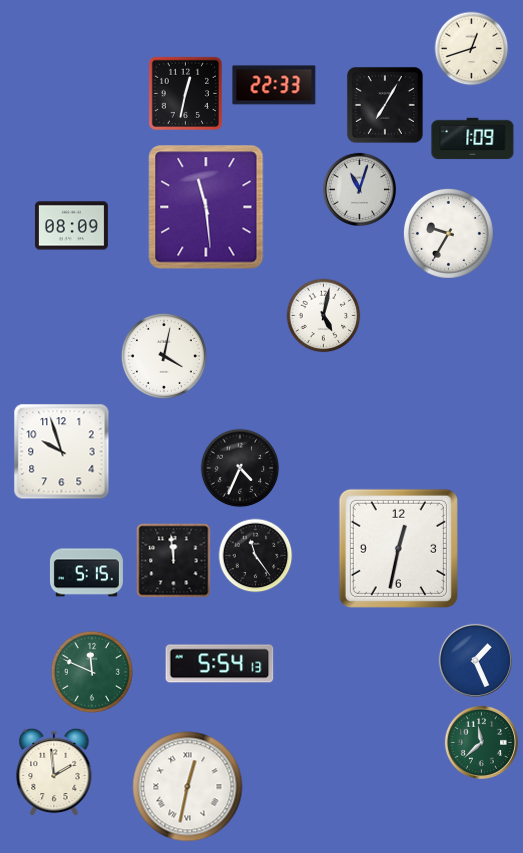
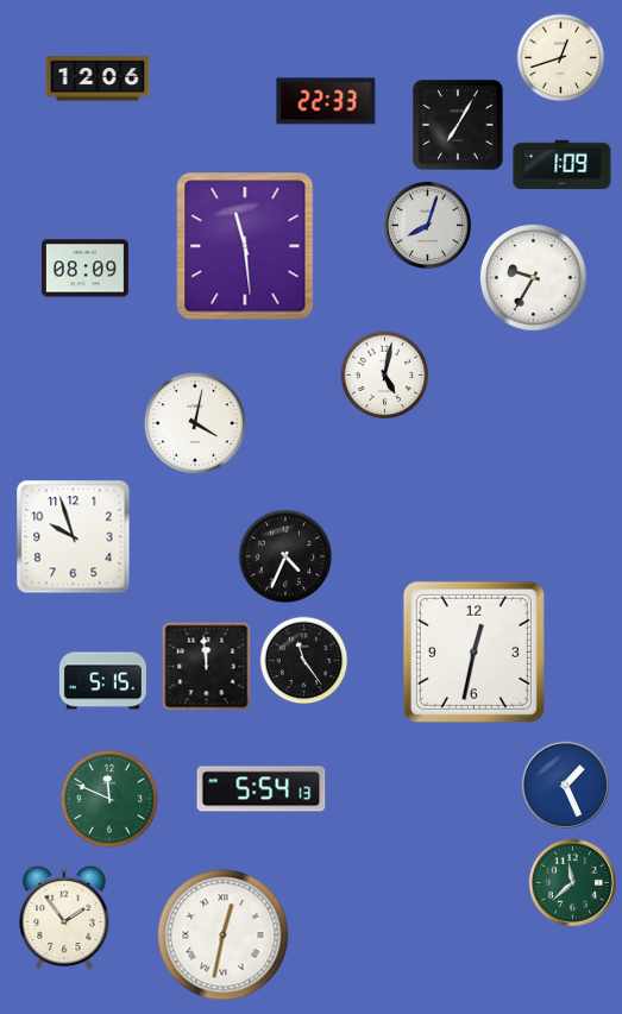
clock at (98, 78): none -> 12:06
clock at (185, 93): 12:32 -> none
clock at (359, 189): 11:03 -> 8:03
clock at (54, 772): 1:59 -> 1:54
